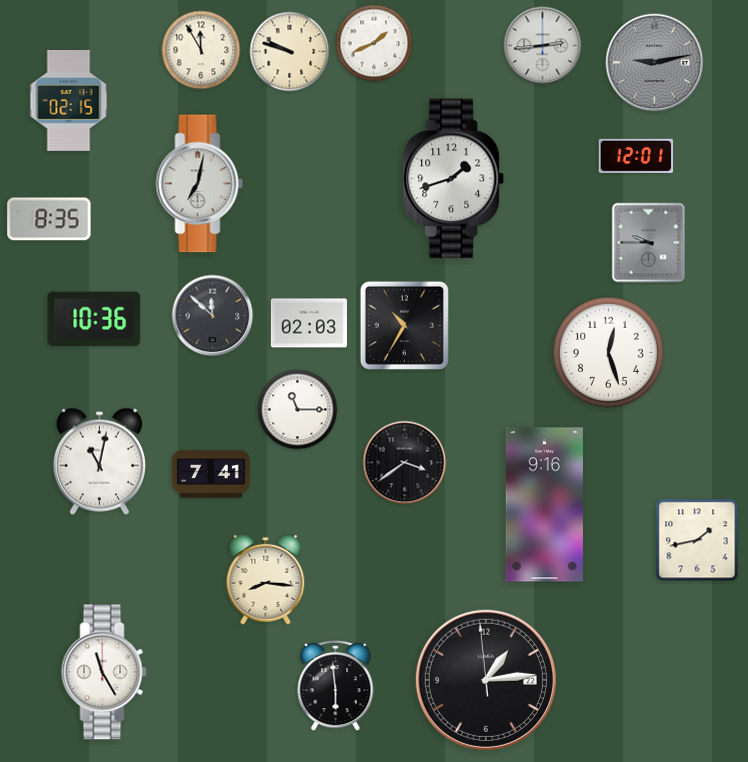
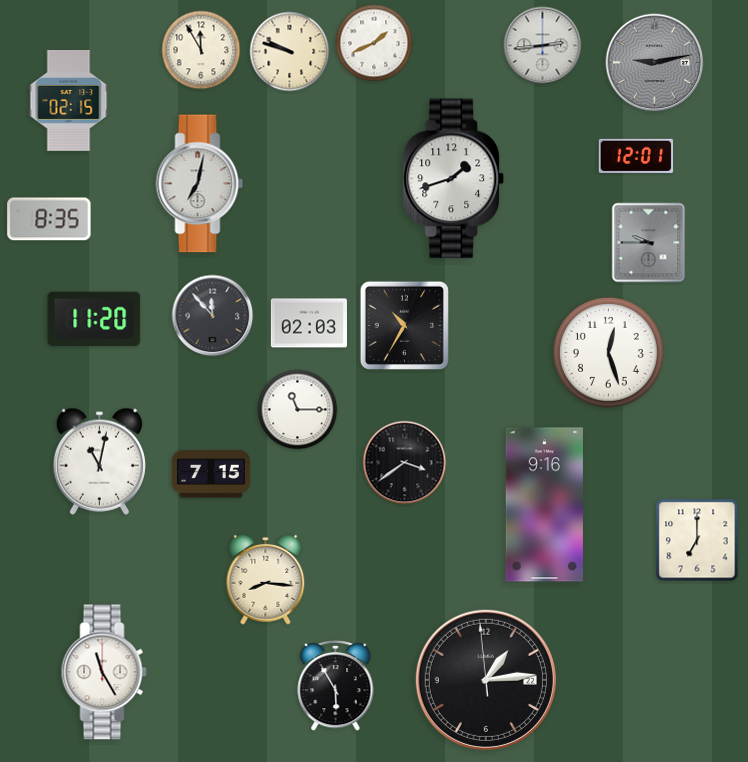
clock at (213, 316): 11:52 -> 11:53
clock at (94, 318): 10:36 -> 11:20
clock at (211, 474): 7:41 -> 7:15
clock at (697, 540): 1:43 -> 7:00
clock at (336, 685): 5:59 -> 5:55
